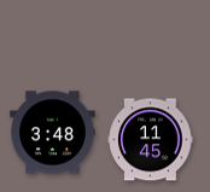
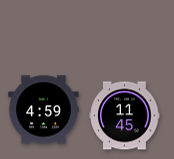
clock at (53, 133): 3:48 -> 4:59
